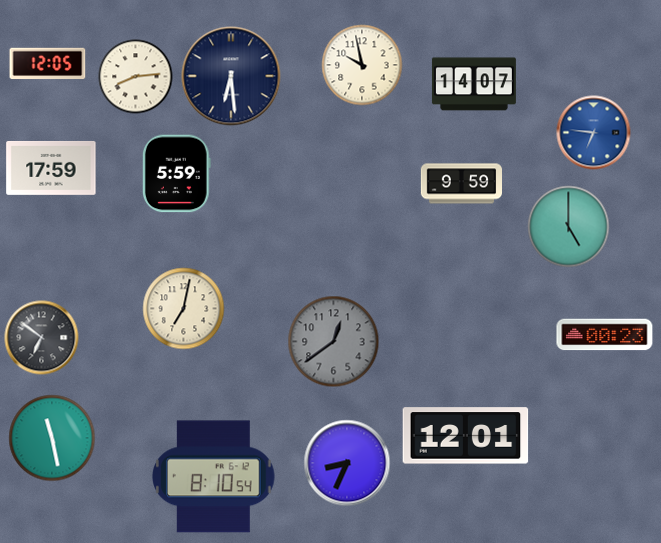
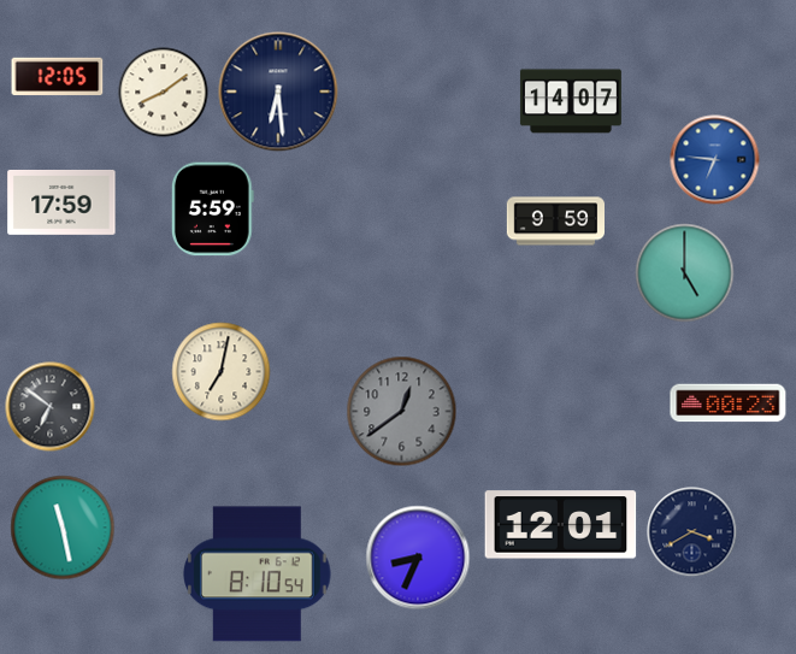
clock at (362, 65): 9:58 -> none
clock at (136, 77): 8:14 -> 8:09
clock at (692, 532): none -> 3:40
